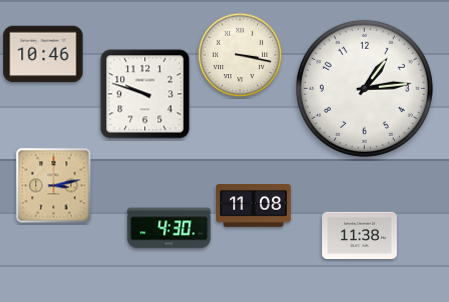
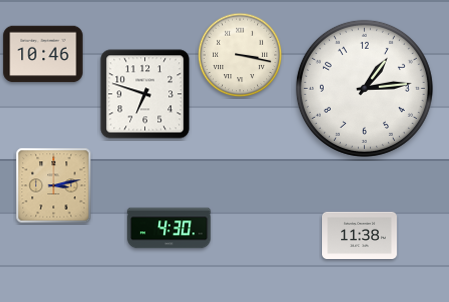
clock at (145, 94): 9:48 -> 6:48
clock at (254, 206): 11:08 -> none
